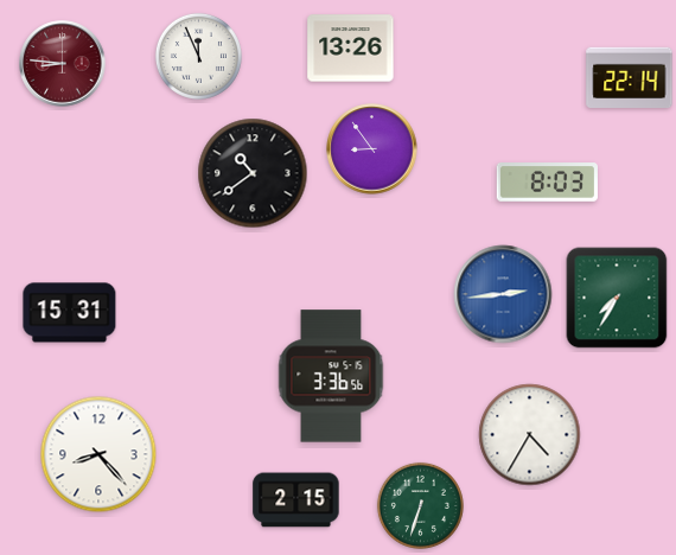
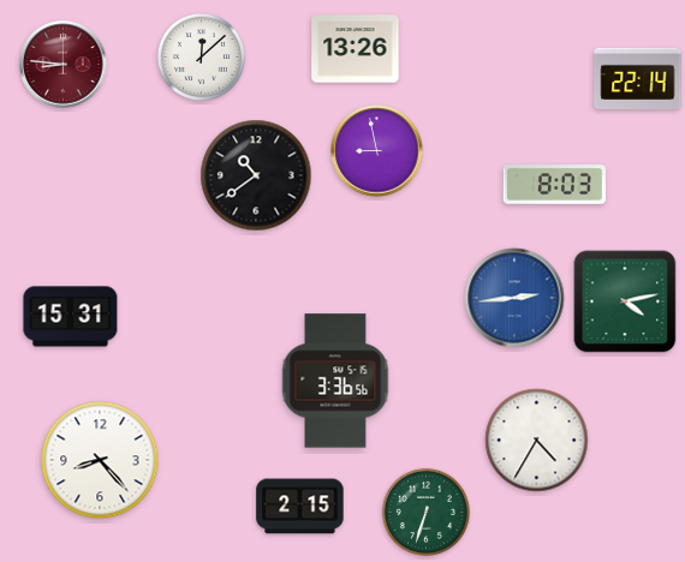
clock at (198, 56): 11:56 -> 12:08
clock at (372, 149): 8:54 -> 8:58
clock at (503, 294) position: (503, 294) -> (514, 298)
clock at (617, 298): 7:35 -> 4:13
